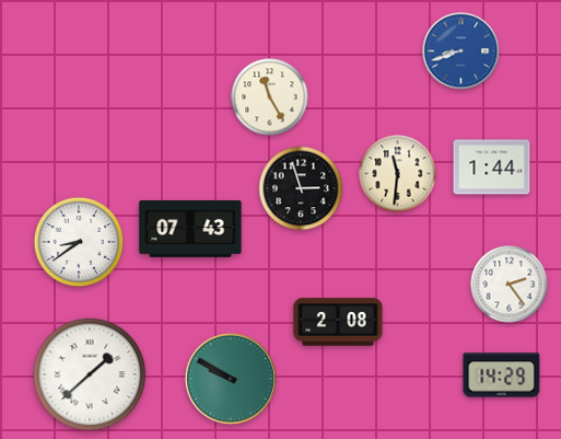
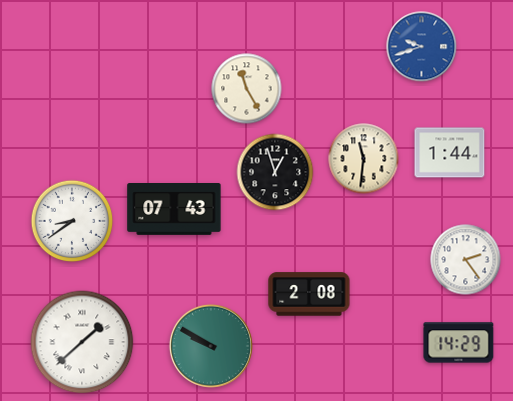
clock at (461, 51): 8:42 -> 9:42
clock at (301, 188): 2:57 -> 12:57
